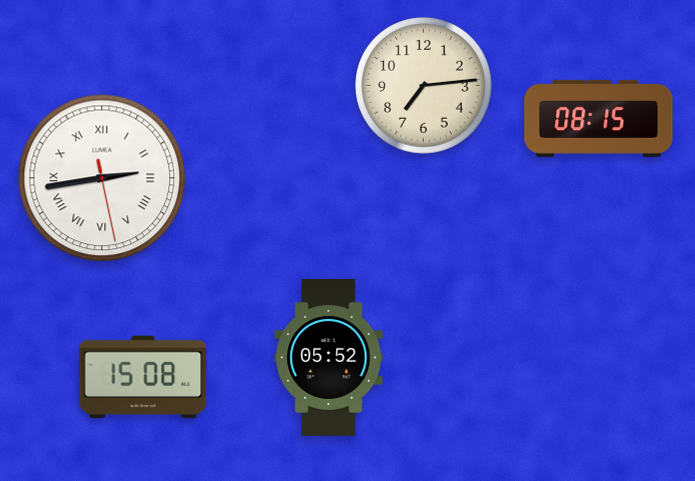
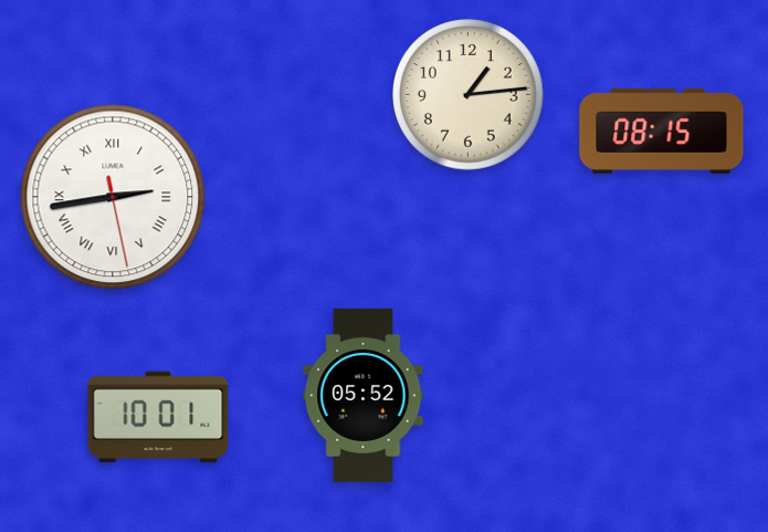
clock at (424, 86): 7:14 -> 1:14
clock at (143, 377): 15:08 -> 10:01
